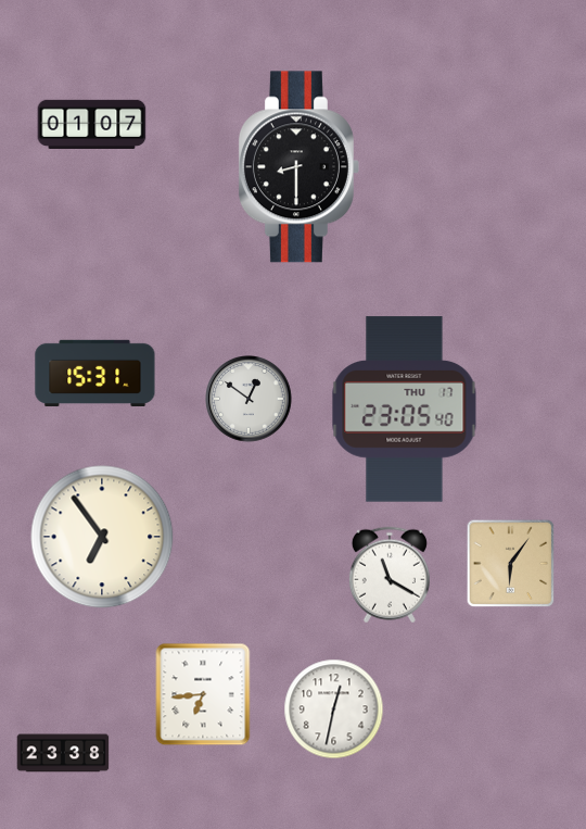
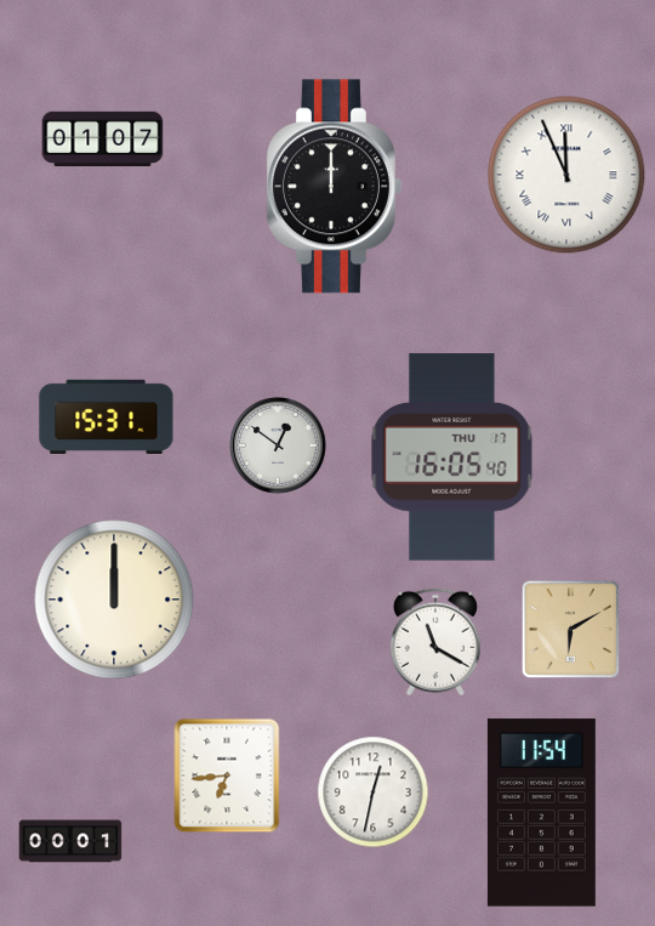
clock at (566, 175): none -> 11:56
clock at (298, 167): 8:30 -> 12:00
clock at (405, 410): 23:05 -> 16:05
clock at (102, 537): 6:54 -> 12:00
clock at (511, 564): 6:06 -> 6:10
clock at (541, 813): none -> 11:54
clock at (63, 753): 23:38 -> 00:01
